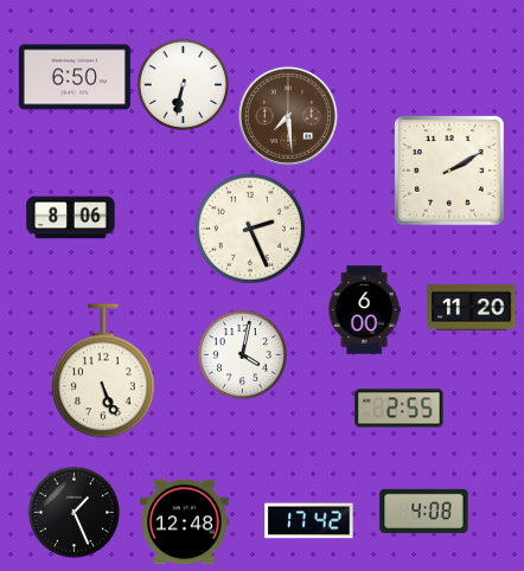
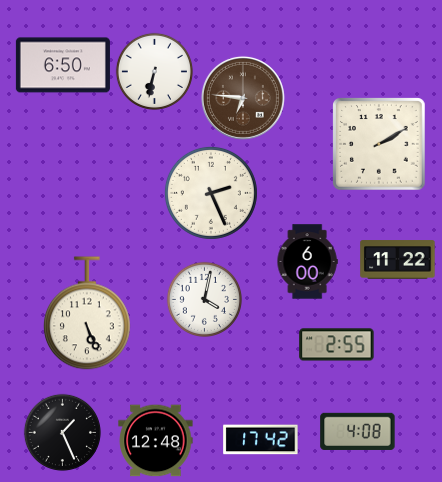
clock at (288, 116): 7:29 -> 6:46
clock at (71, 218): 8:06 -> none
clock at (472, 308): 11:20 -> 11:22
